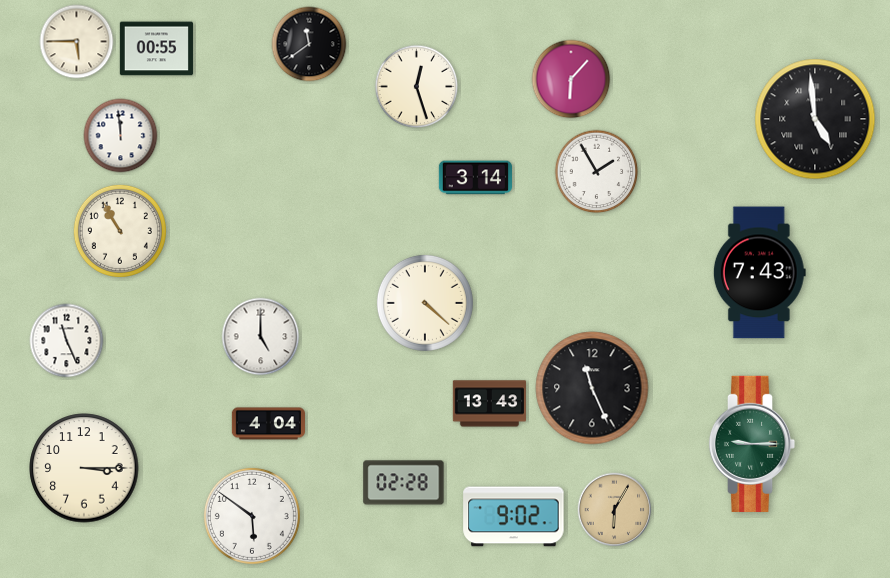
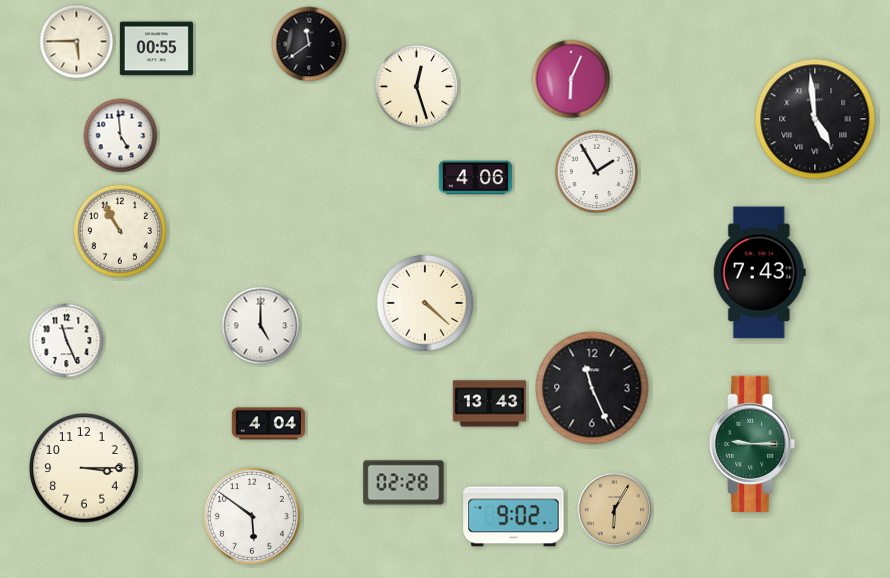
clock at (571, 79): 6:07 -> 6:04
clock at (121, 136): 11:59 -> 4:59
clock at (475, 178): 3:14 -> 4:06
clock at (261, 337) position: (261, 337) -> (261, 326)
